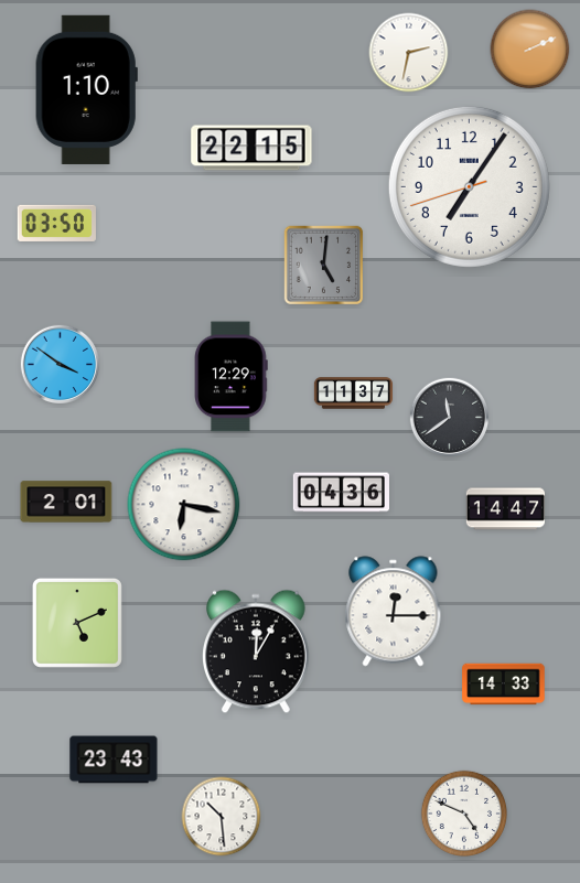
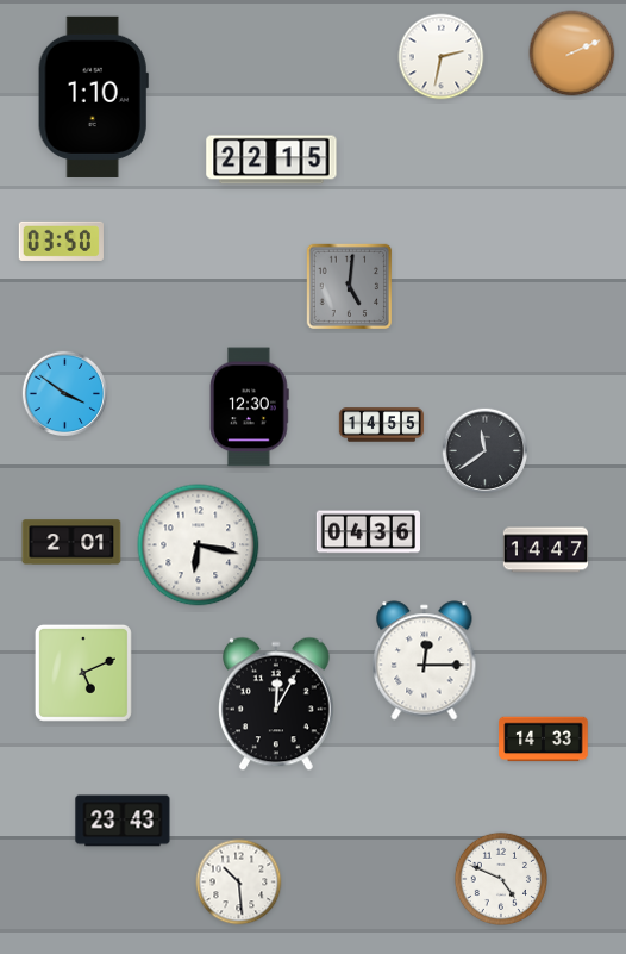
clock at (469, 186): 7:05 -> none
clock at (232, 377): 12:29 -> 12:30
clock at (353, 394): 11:37 -> 14:55
